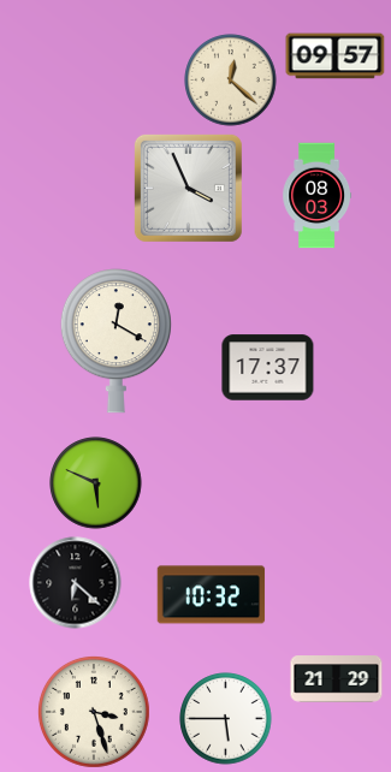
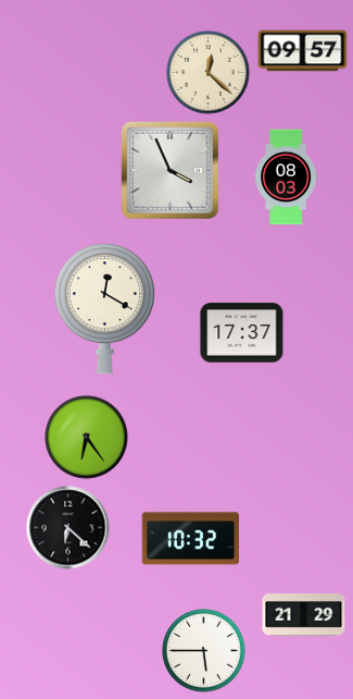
clock at (96, 483): 5:49 -> 6:24
clock at (94, 712): 3:27 -> none
